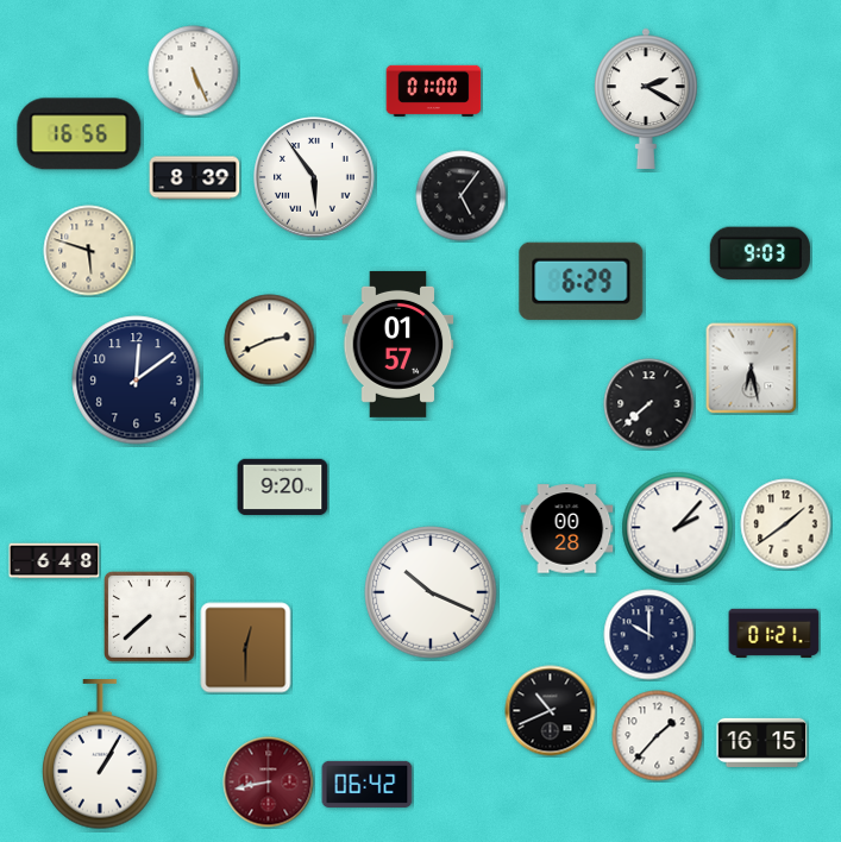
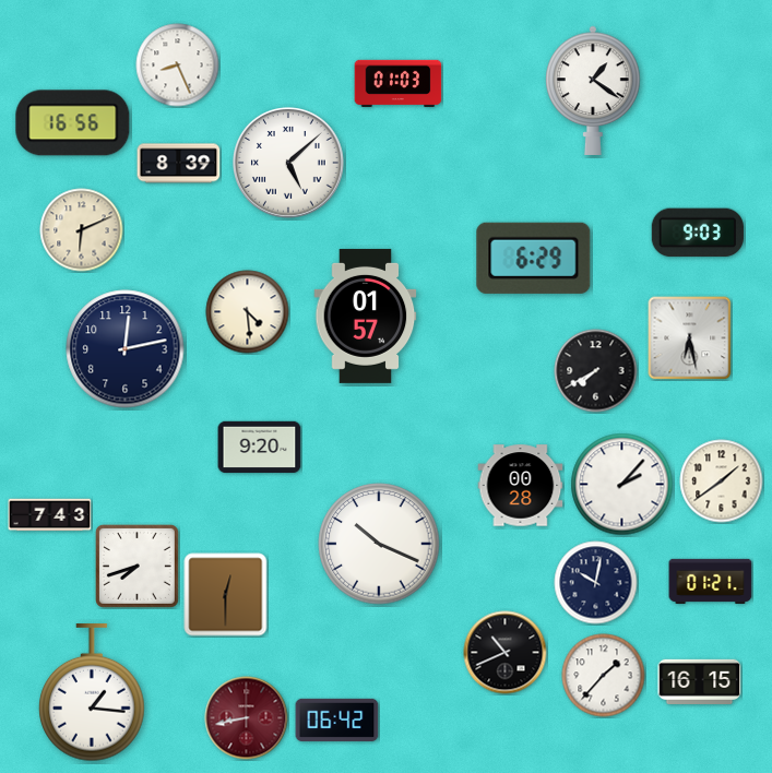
clock at (194, 71): 5:26 -> 8:26
clock at (434, 90): 01:00 -> 01:03
clock at (646, 99): 2:20 -> 1:21
clock at (315, 178): 5:54 -> 5:08
clock at (462, 196): 5:06 -> none
clock at (89, 251): 5:48 -> 6:11
clock at (270, 340): 2:41 -> 4:29
clock at (137, 381): 12:09 -> 12:13
clock at (649, 404): 7:38 -> 7:40
clock at (55, 561): 6:48 -> 7:43
clock at (431, 592) position: (431, 592) -> (379, 544)
clock at (149, 616): 7:38 -> 7:42
clock at (649, 635): 10:00 -> 10:02
clock at (100, 755): 1:05 -> 1:16
